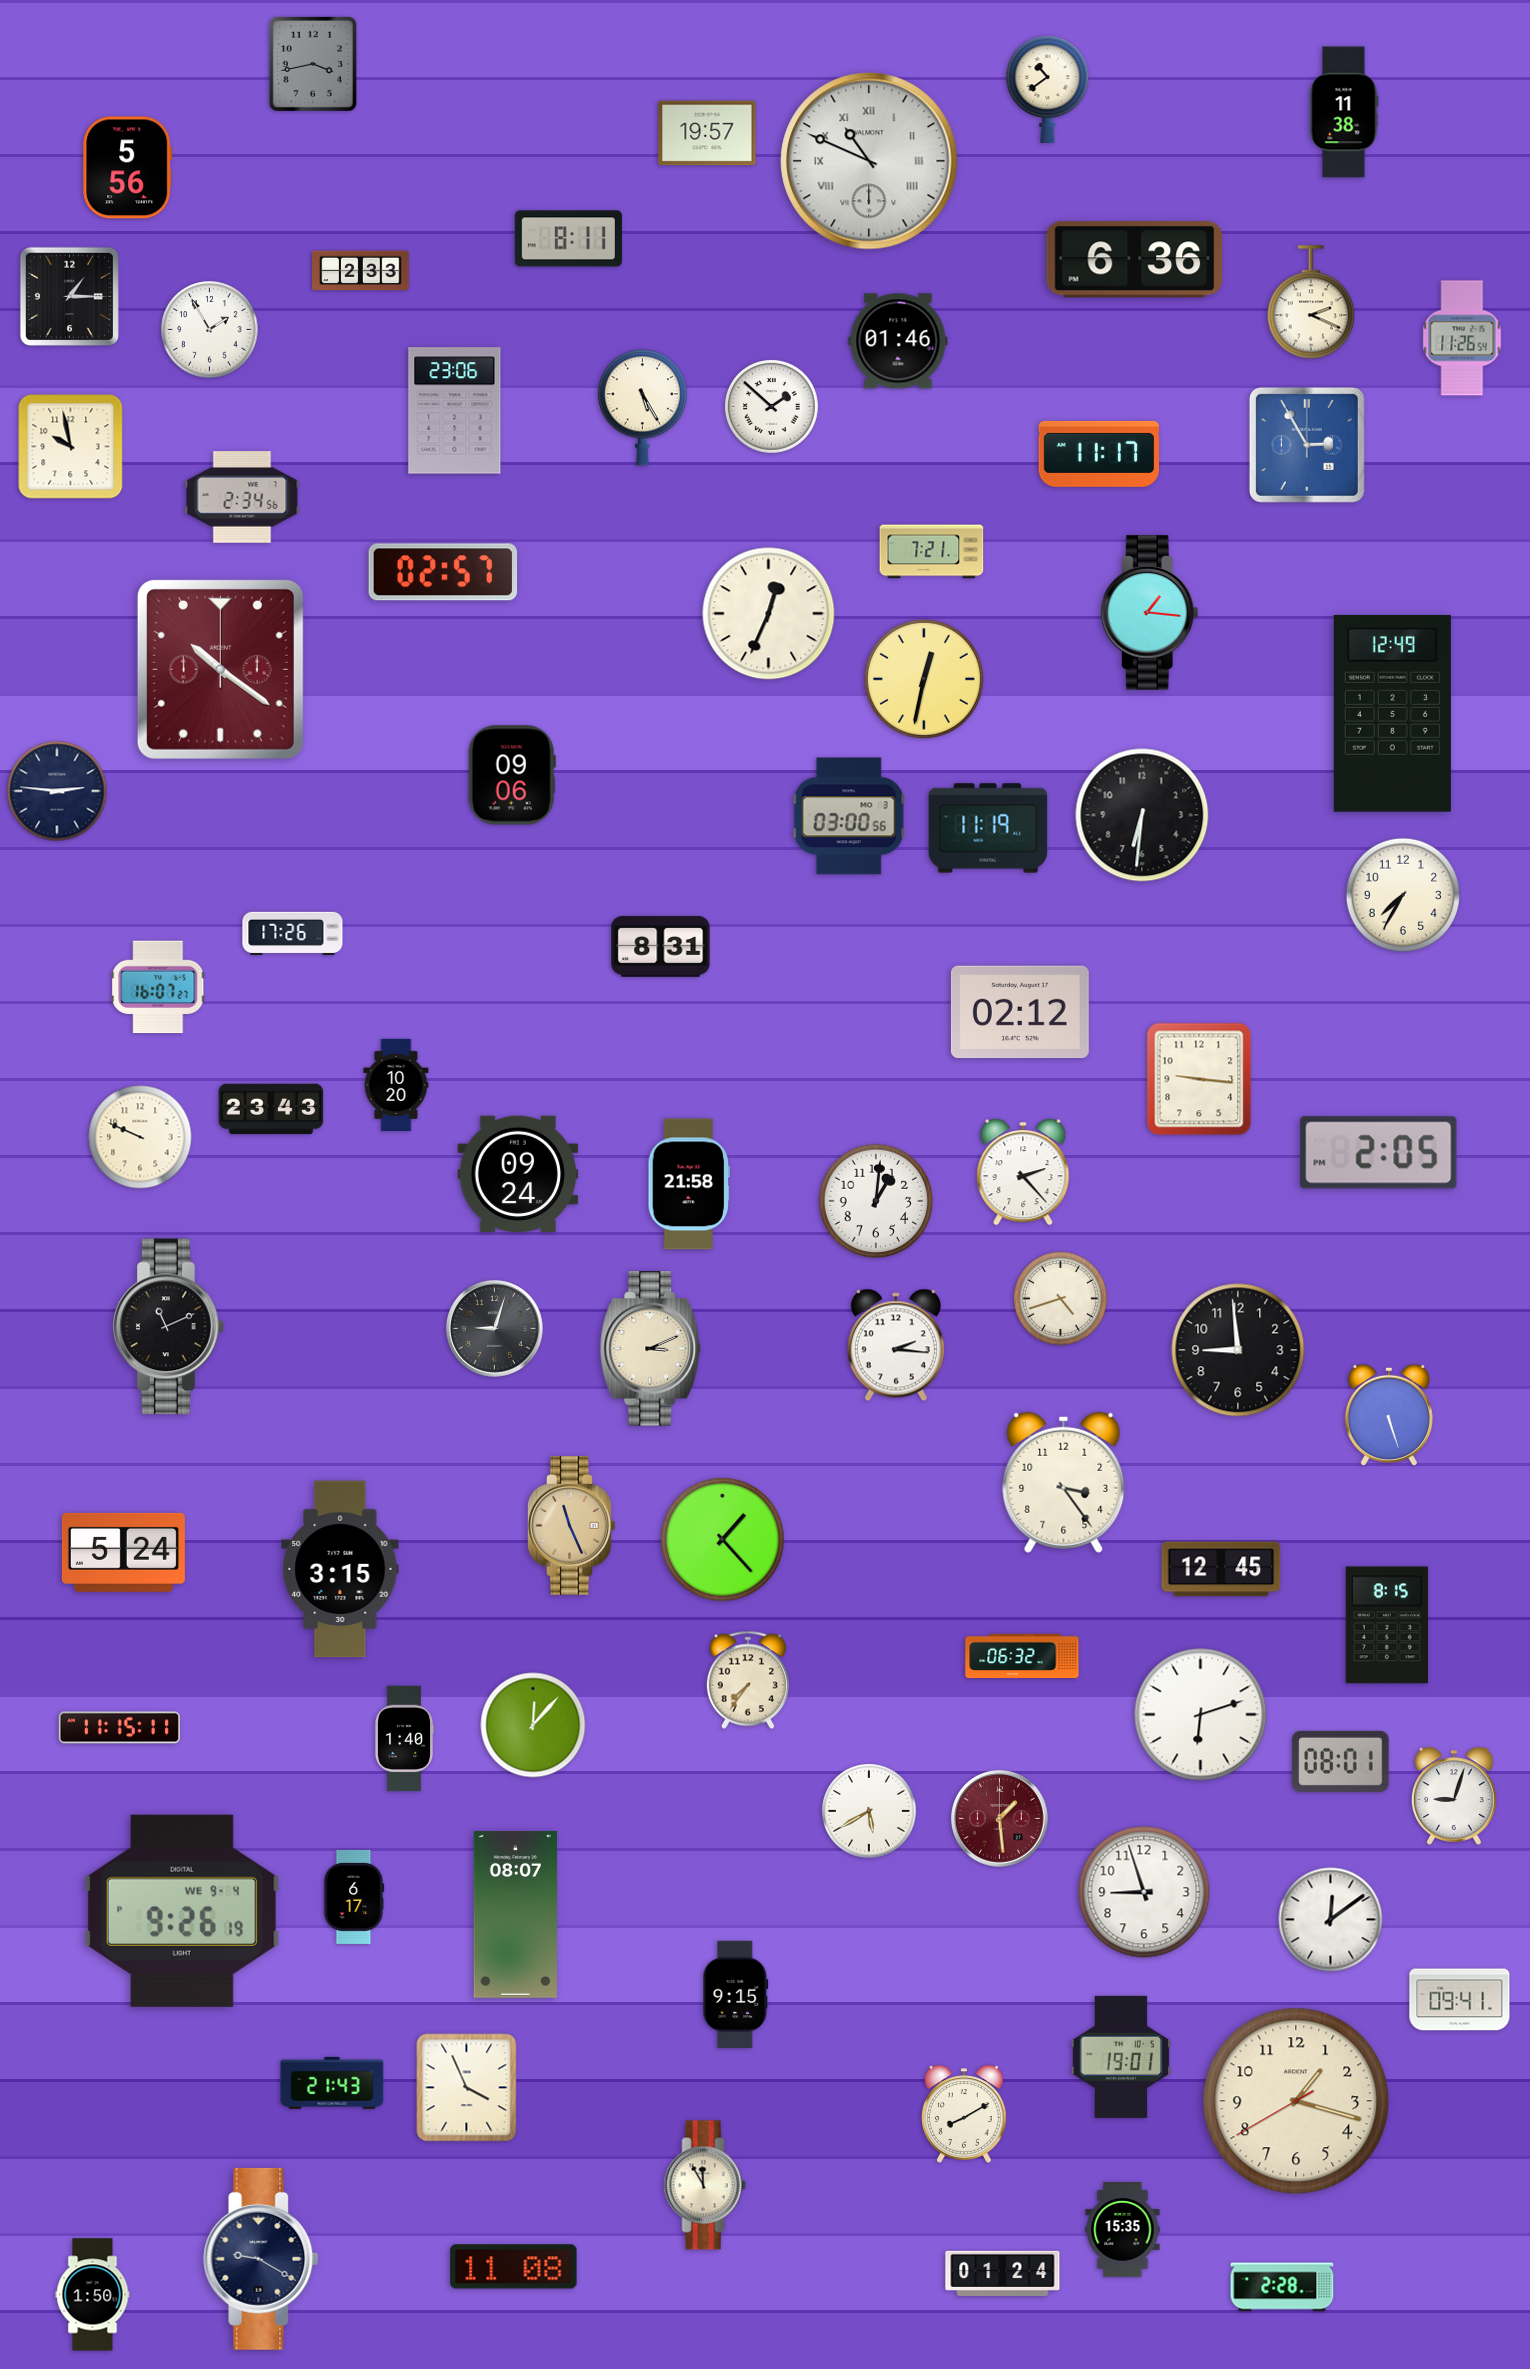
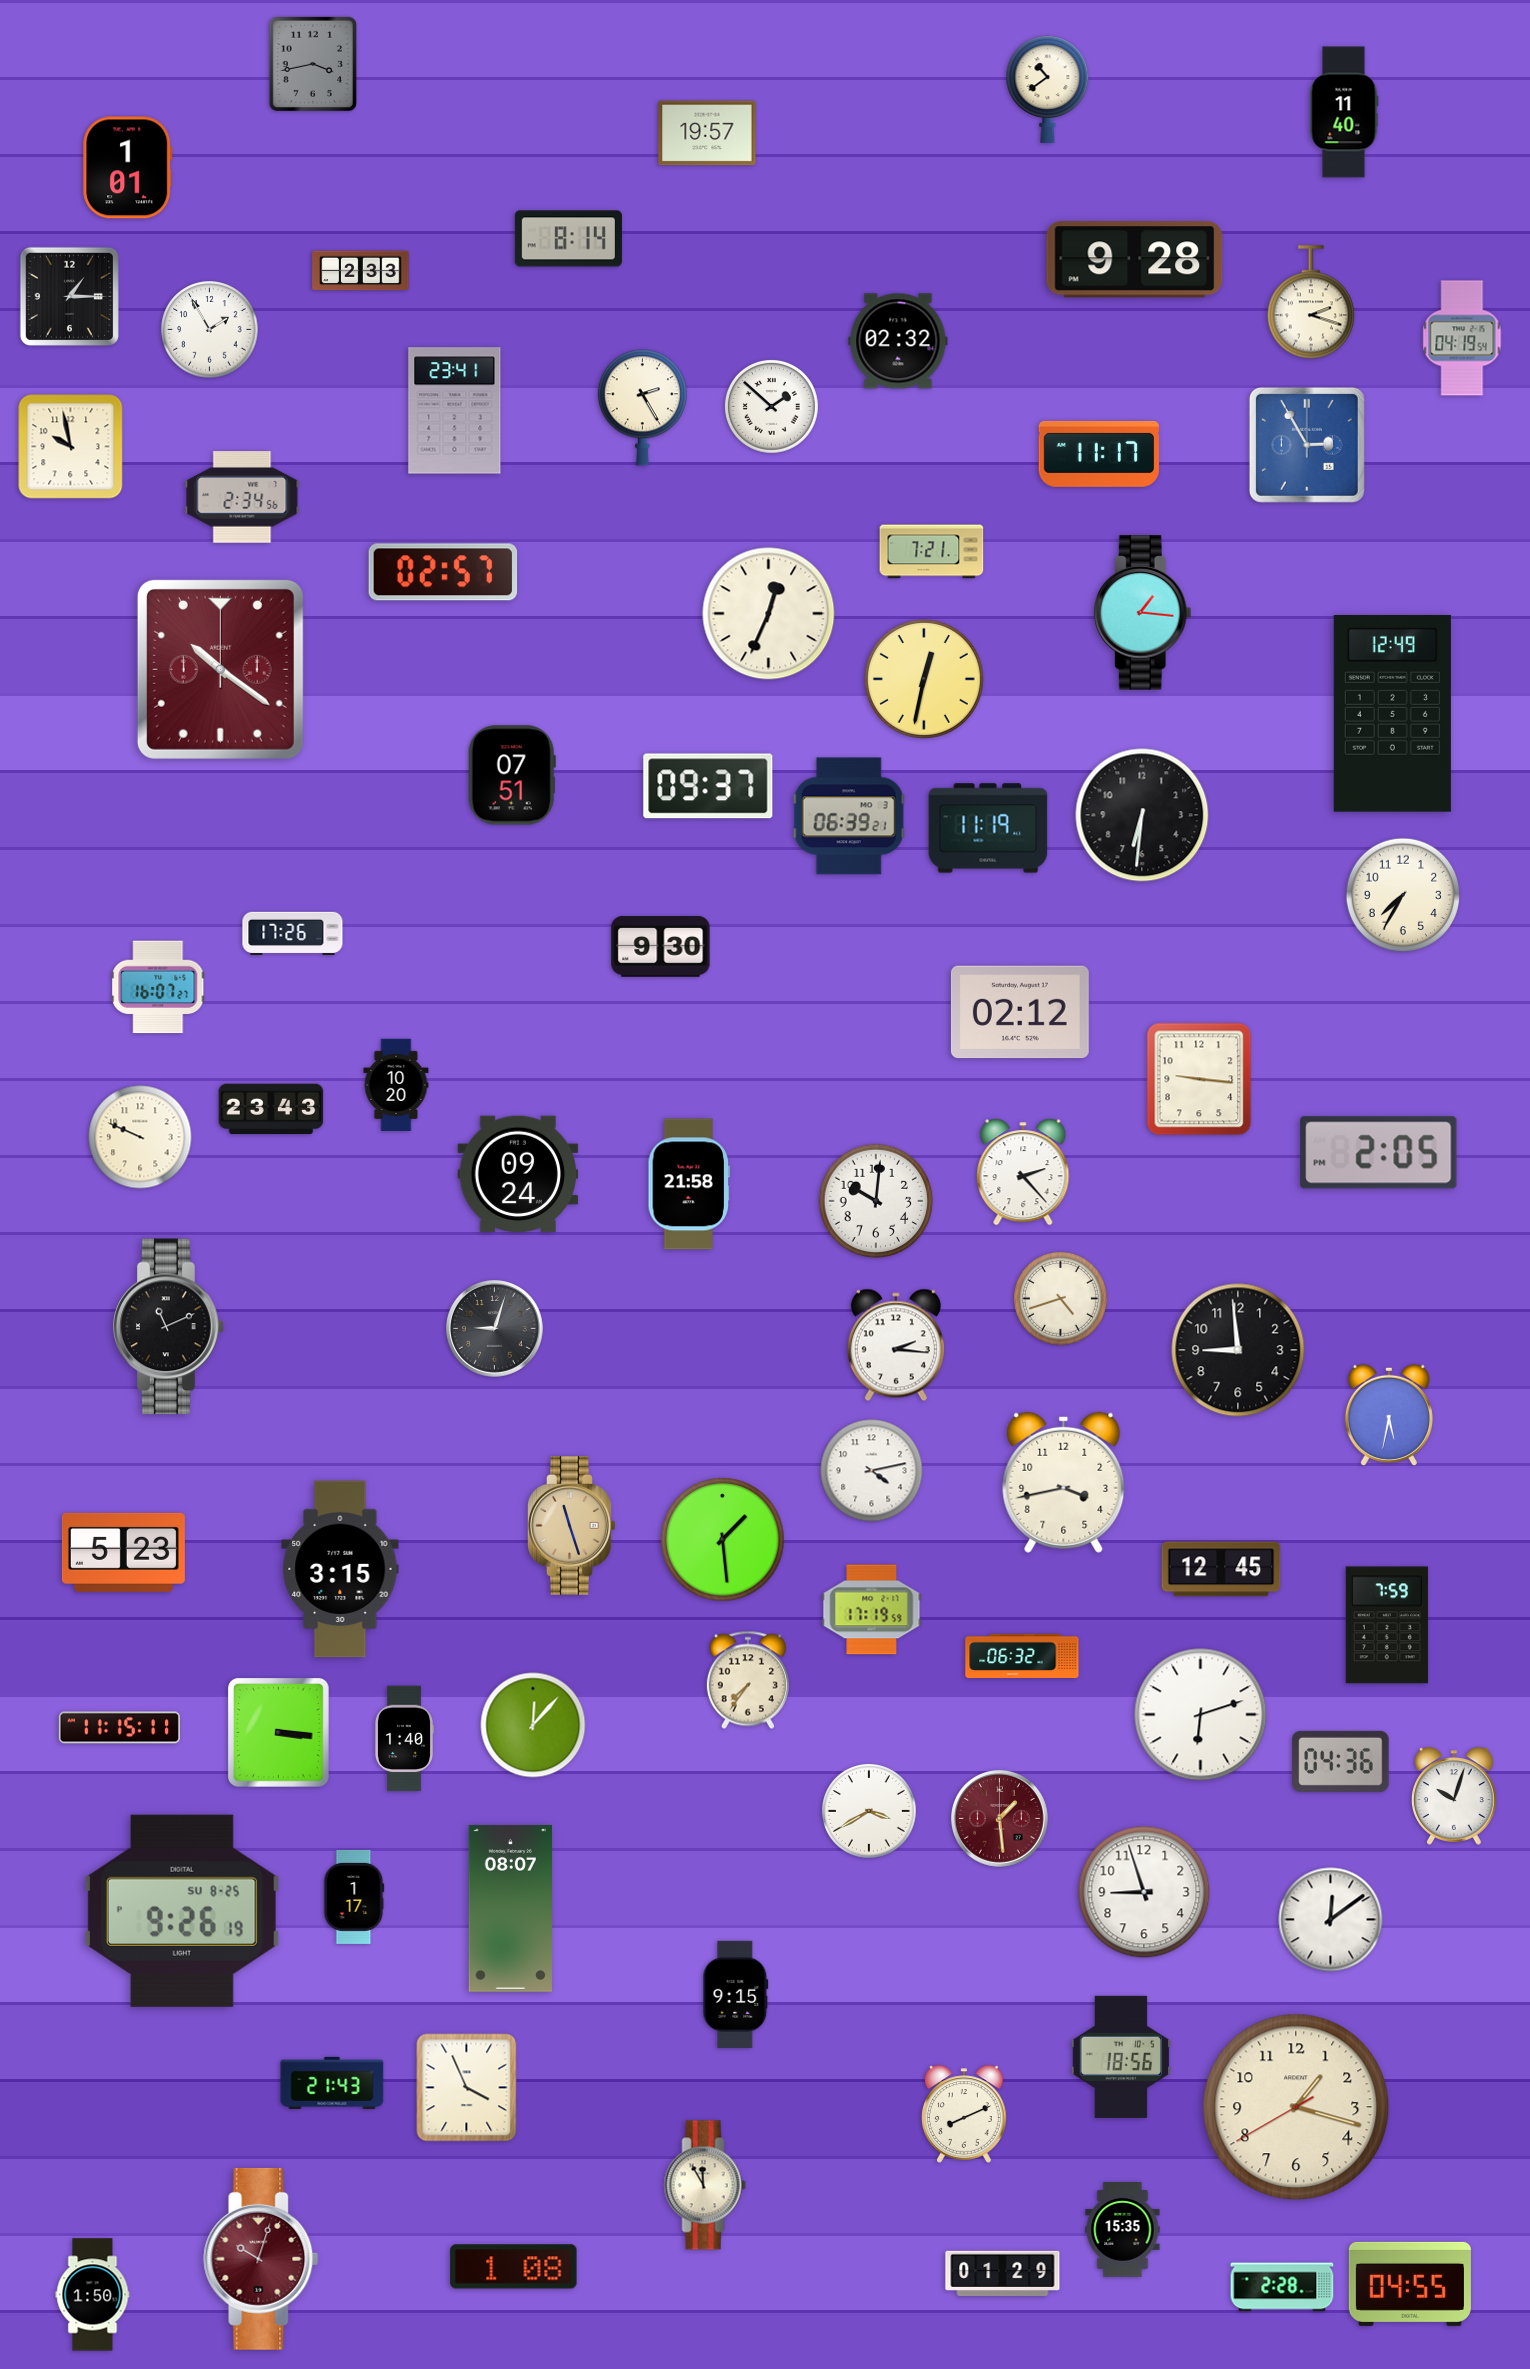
clock at (1344, 112): 11:38 -> 11:40
clock at (869, 161): 10:49 -> none
clock at (128, 168): 5:56 -> 1:01
clock at (568, 239): 8:11 -> 8:14
clock at (1135, 260): 6:36 -> 9:28
clock at (1310, 302): 2:19 -> 2:18
clock at (1462, 338): 11:26 -> 04:19
clock at (898, 341): 01:46 -> 02:32
clock at (642, 408): 5:25 -> 2:25
clock at (455, 411): 23:06 -> 23:41
clock at (1149, 613) position: (1149, 613) -> (1142, 613)
clock at (512, 775): 09:06 -> 07:51
clock at (708, 786): none -> 09:37
clock at (57, 791): 2:46 -> none
clock at (849, 816): 03:00 -> 06:39
clock at (661, 947): 8:31 -> 9:30
clock at (876, 1201): 1:01 -> 10:01
clock at (651, 1349): 3:11 -> none
clock at (1389, 1415): 5:27 -> 5:32
clock at (872, 1471): none -> 4:13
clock at (1064, 1482): 3:24 -> 3:43
clock at (572, 1526): 11:26 -> 11:27
clock at (723, 1540): 1:23 -> 1:29
clock at (123, 1552): 5:24 -> 5:23
clock at (872, 1610): none -> 17:19
clock at (1387, 1625): 8:15 -> 7:59
clock at (279, 1733): none -> 3:16
clock at (1341, 1761): 08:01 -> 04:36
clock at (1455, 1796): 9:03 -> 10:03
clock at (870, 1812): 5:40 -> 3:40
clock at (354, 1897): 6:17 -> 1:17
clock at (182, 1911) date: WE 9-4 -> SU 8-25
clock at (515, 1914) position: (515, 1914) -> (510, 1908)
clock at (1460, 2000): 09:41 -> none
clock at (1121, 2057): 19:01 -> 18:56
clock at (1296, 2101) position: (1296, 2101) -> (1296, 2107)
clock at (965, 2114): 8:10 -> 8:11
clock at (261, 2259): 9:20 -> 10:03
clock at (261, 2259) dial: navy -> burgundy
clock at (514, 2267): 11:08 -> 1:08
clock at (1003, 2273): 01:24 -> 01:29
clock at (1410, 2284): none -> 04:55
